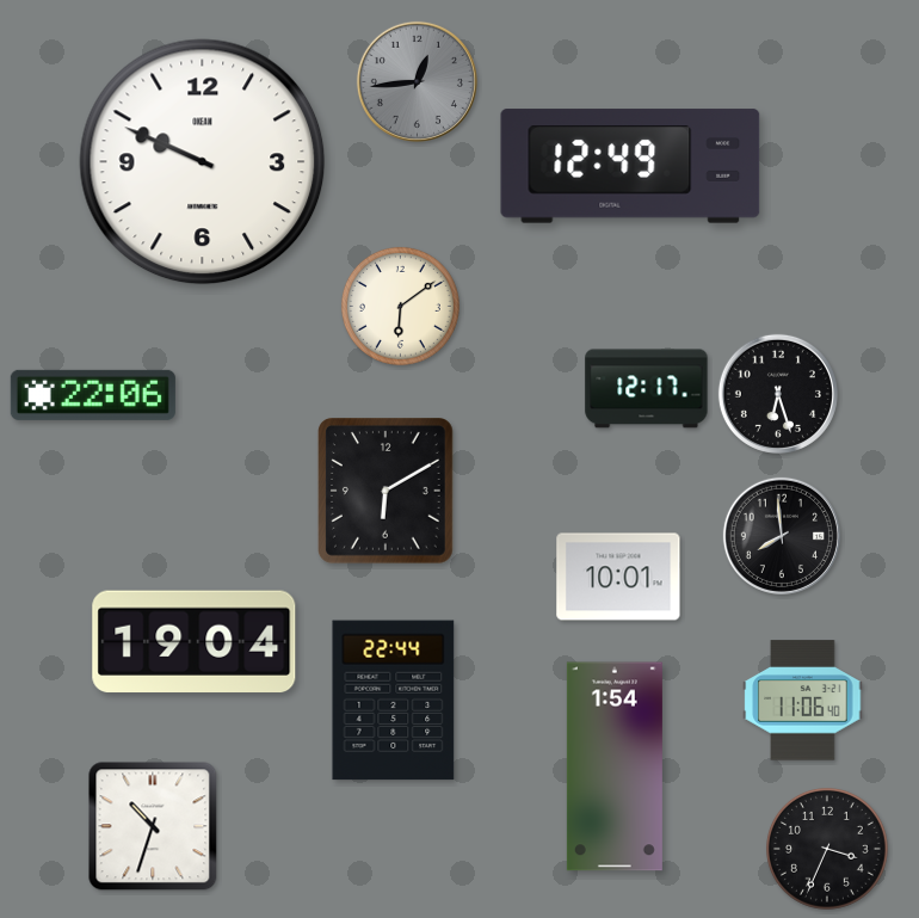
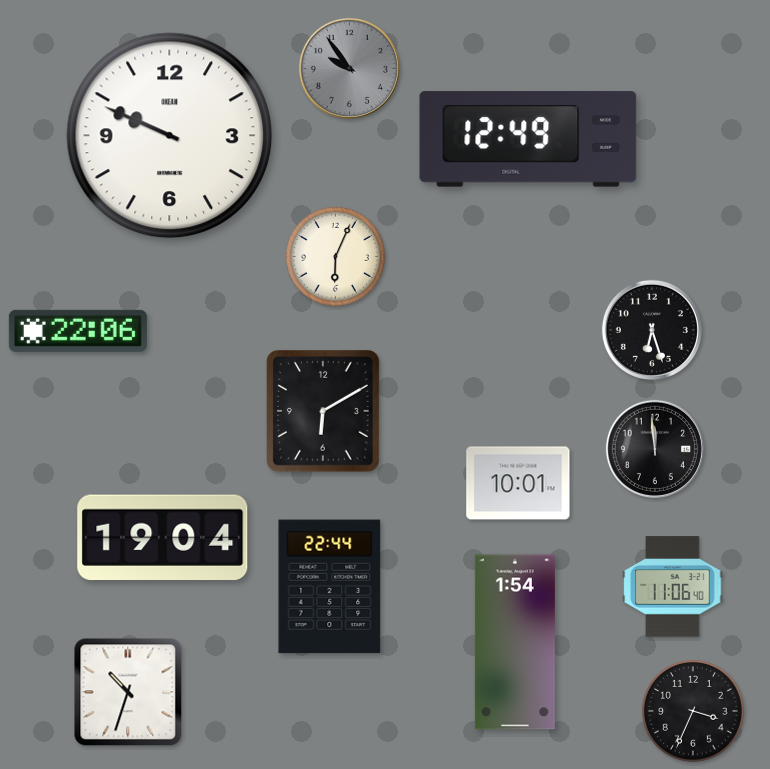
clock at (417, 81): 12:44 -> 9:54
clock at (400, 306): 6:09 -> 6:04
clock at (647, 389): 12:17 -> none
clock at (782, 536): 7:59 -> 11:59
